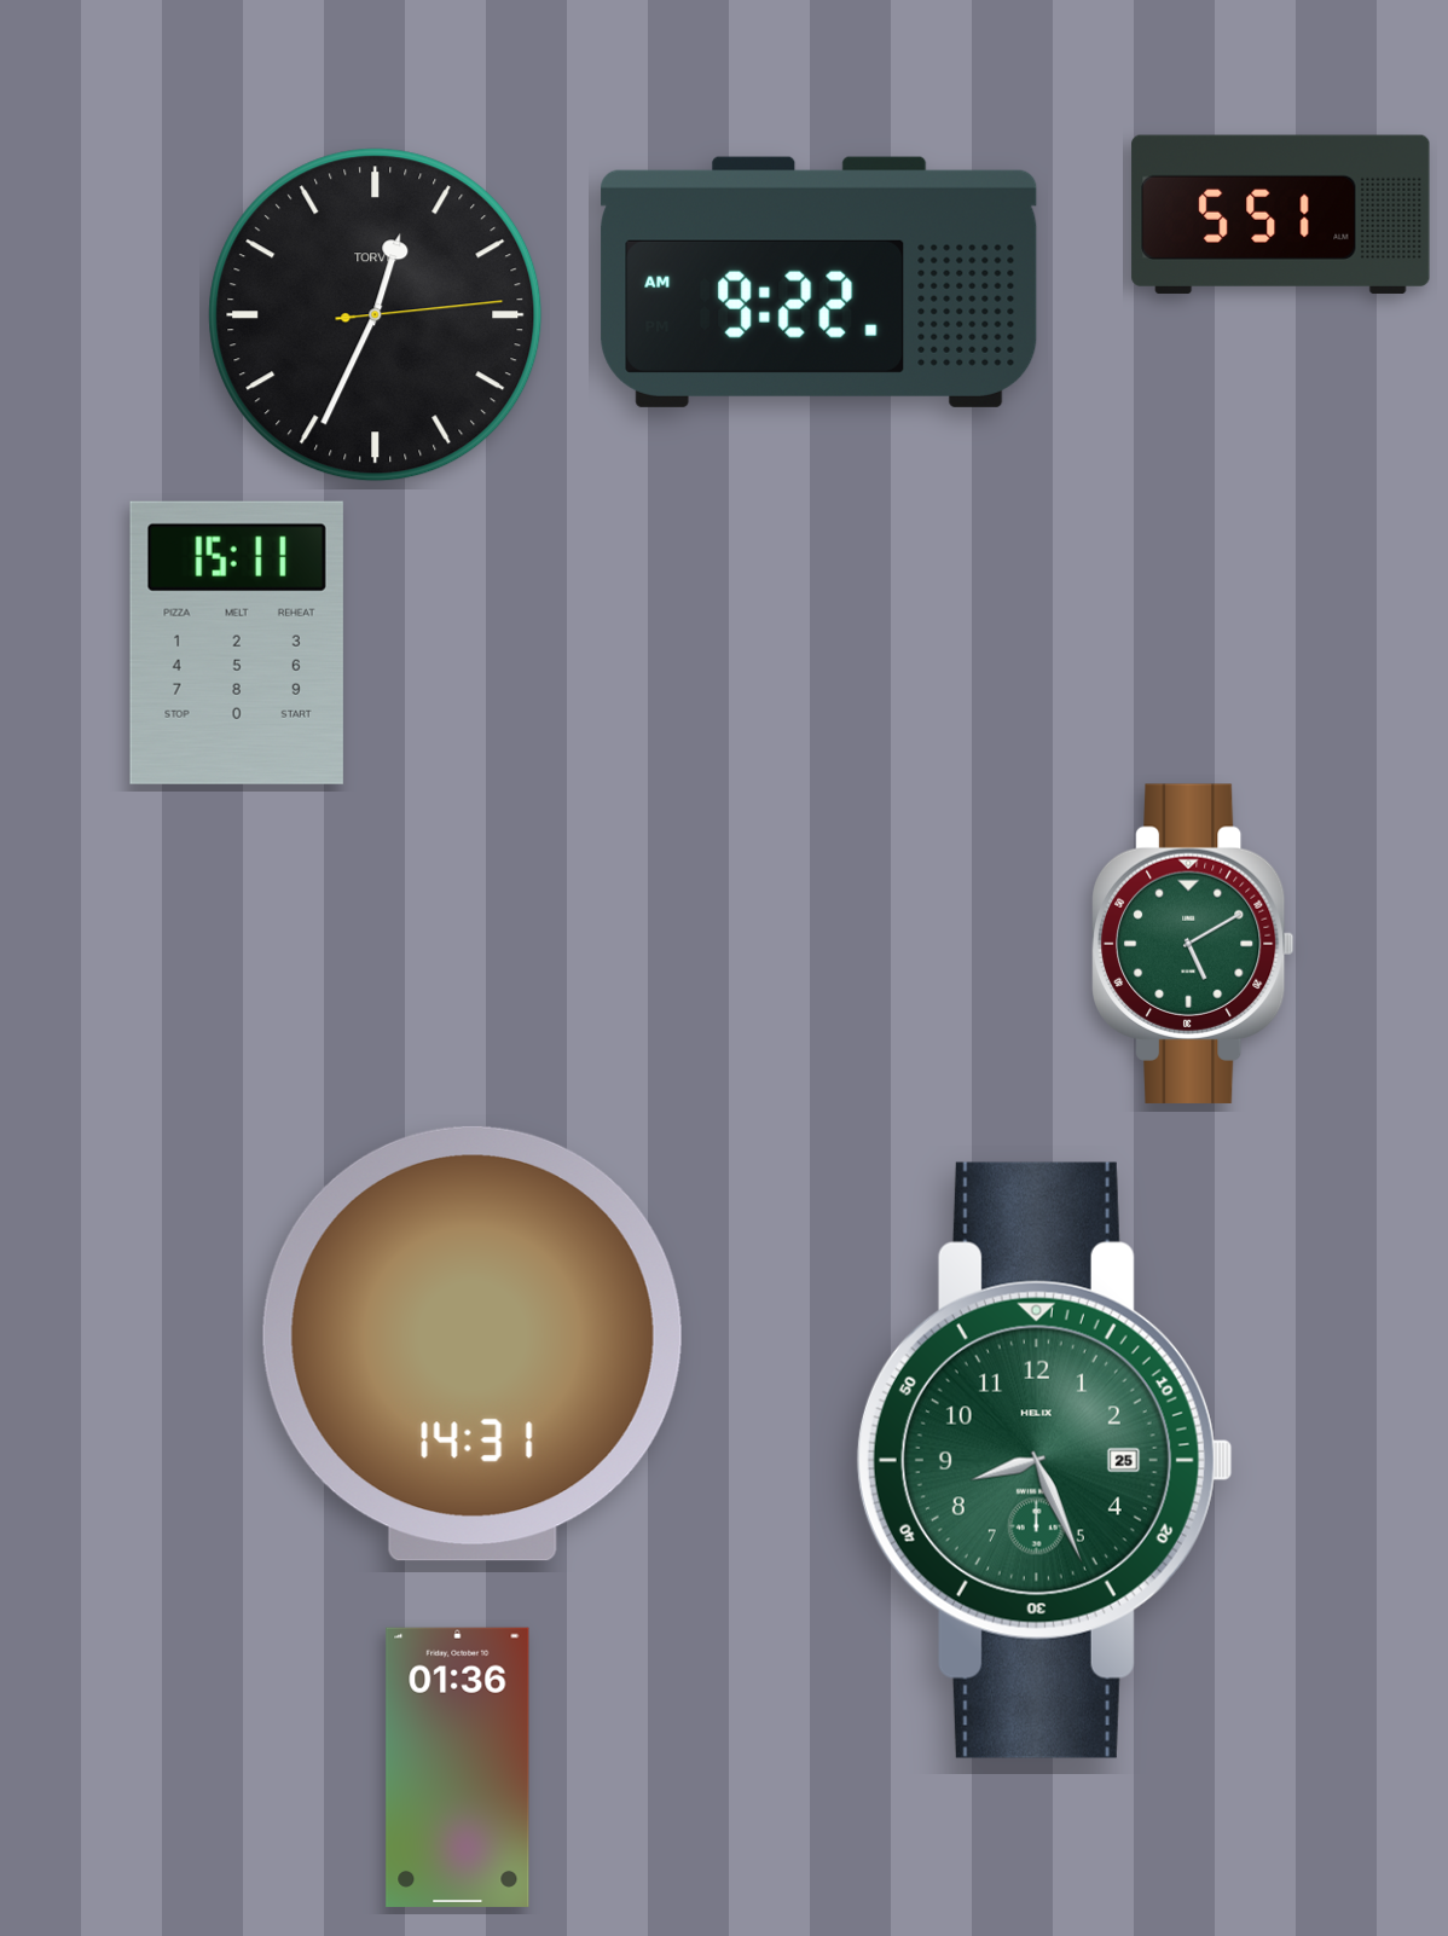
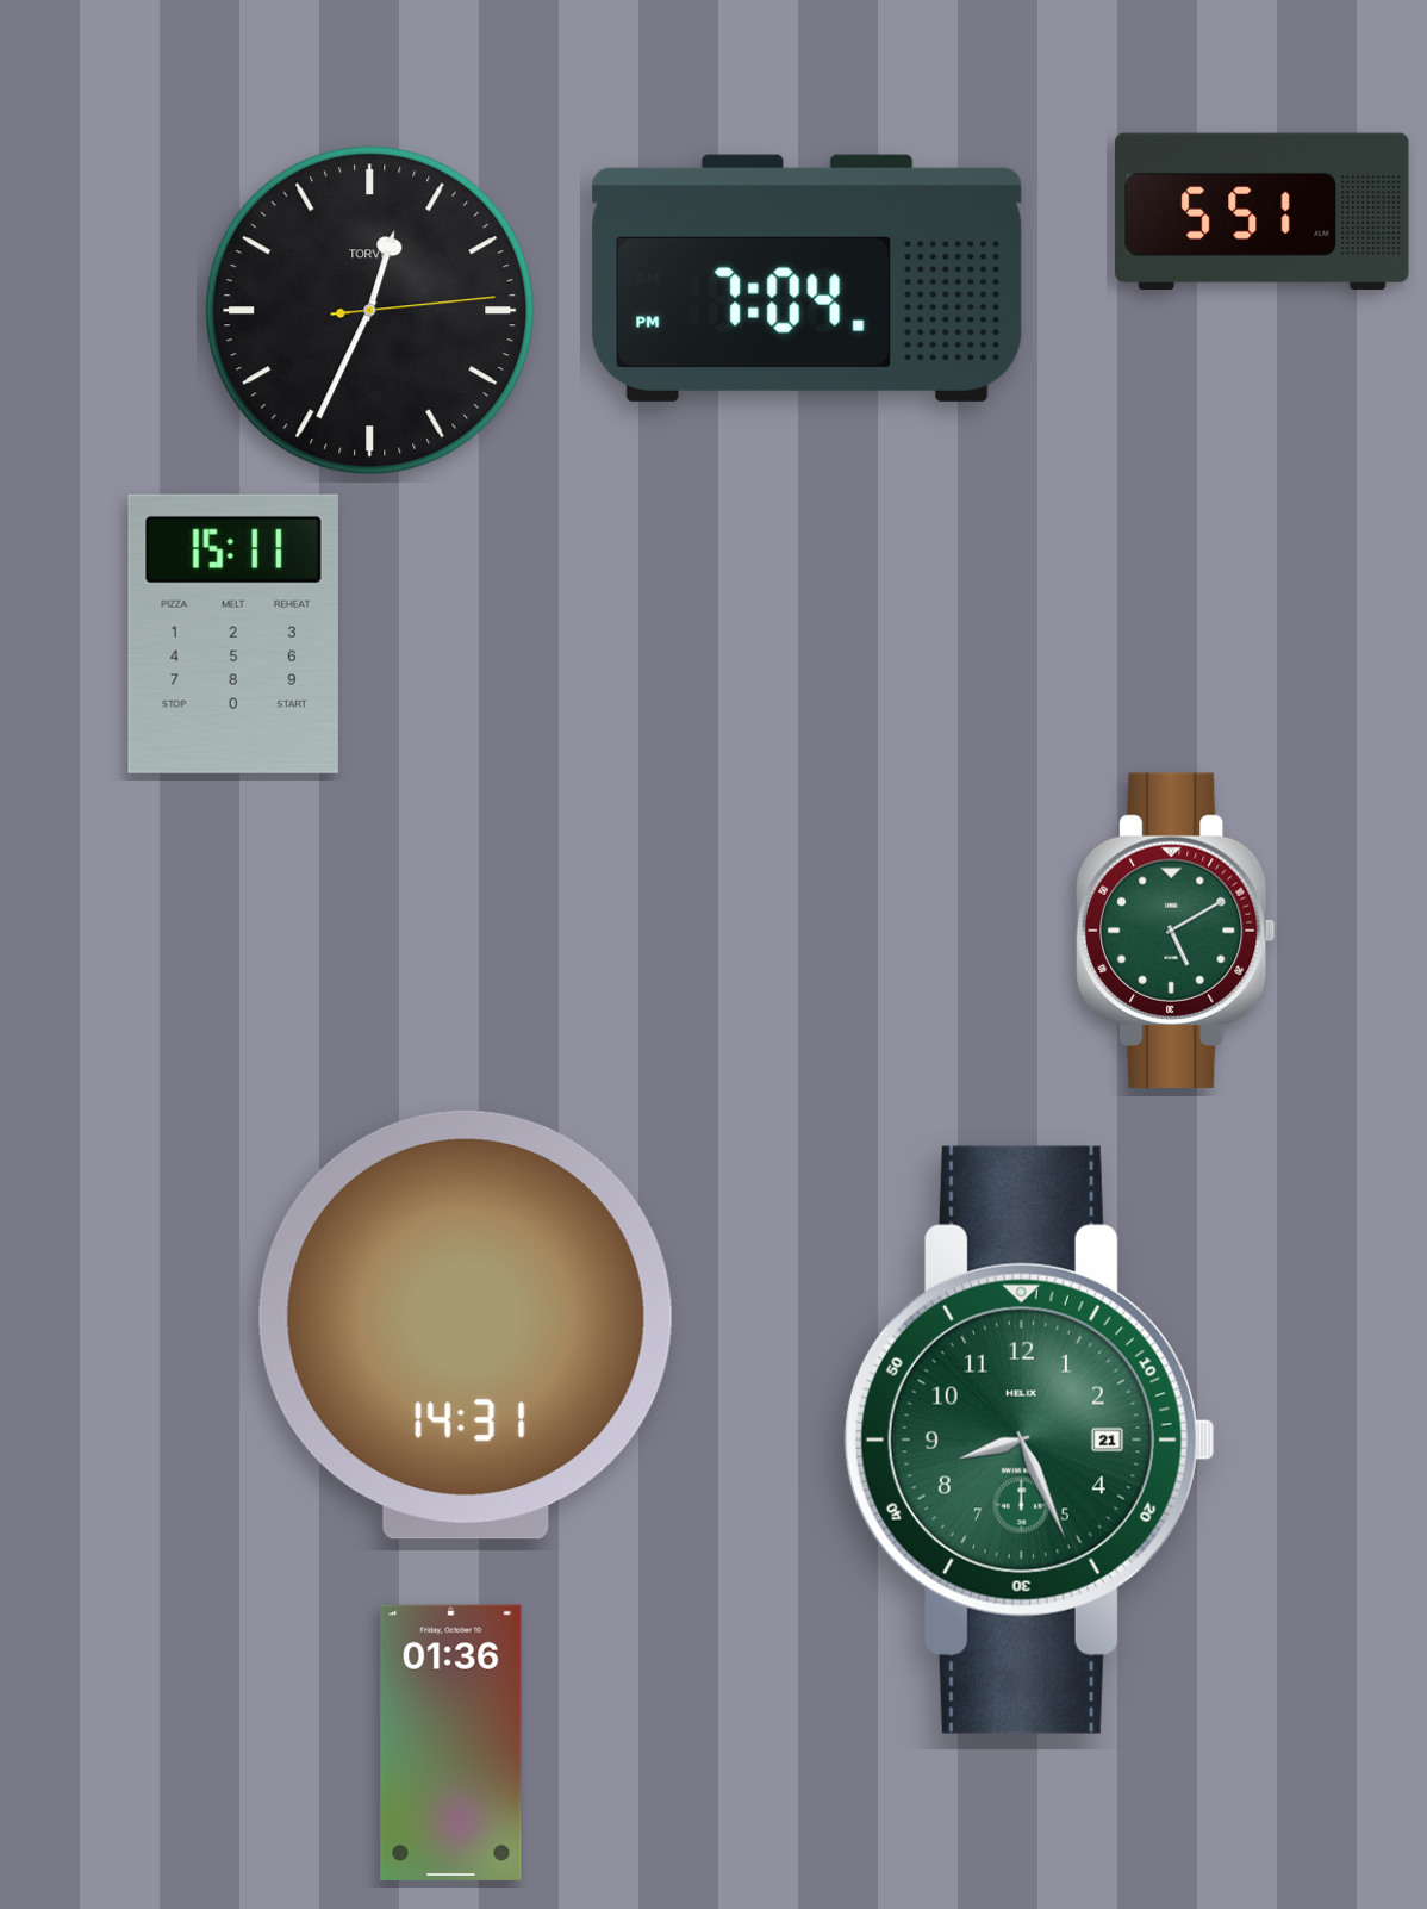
clock at (819, 282): 9:22 -> 7:04
clock at (1044, 1460) date: 25 -> 21
